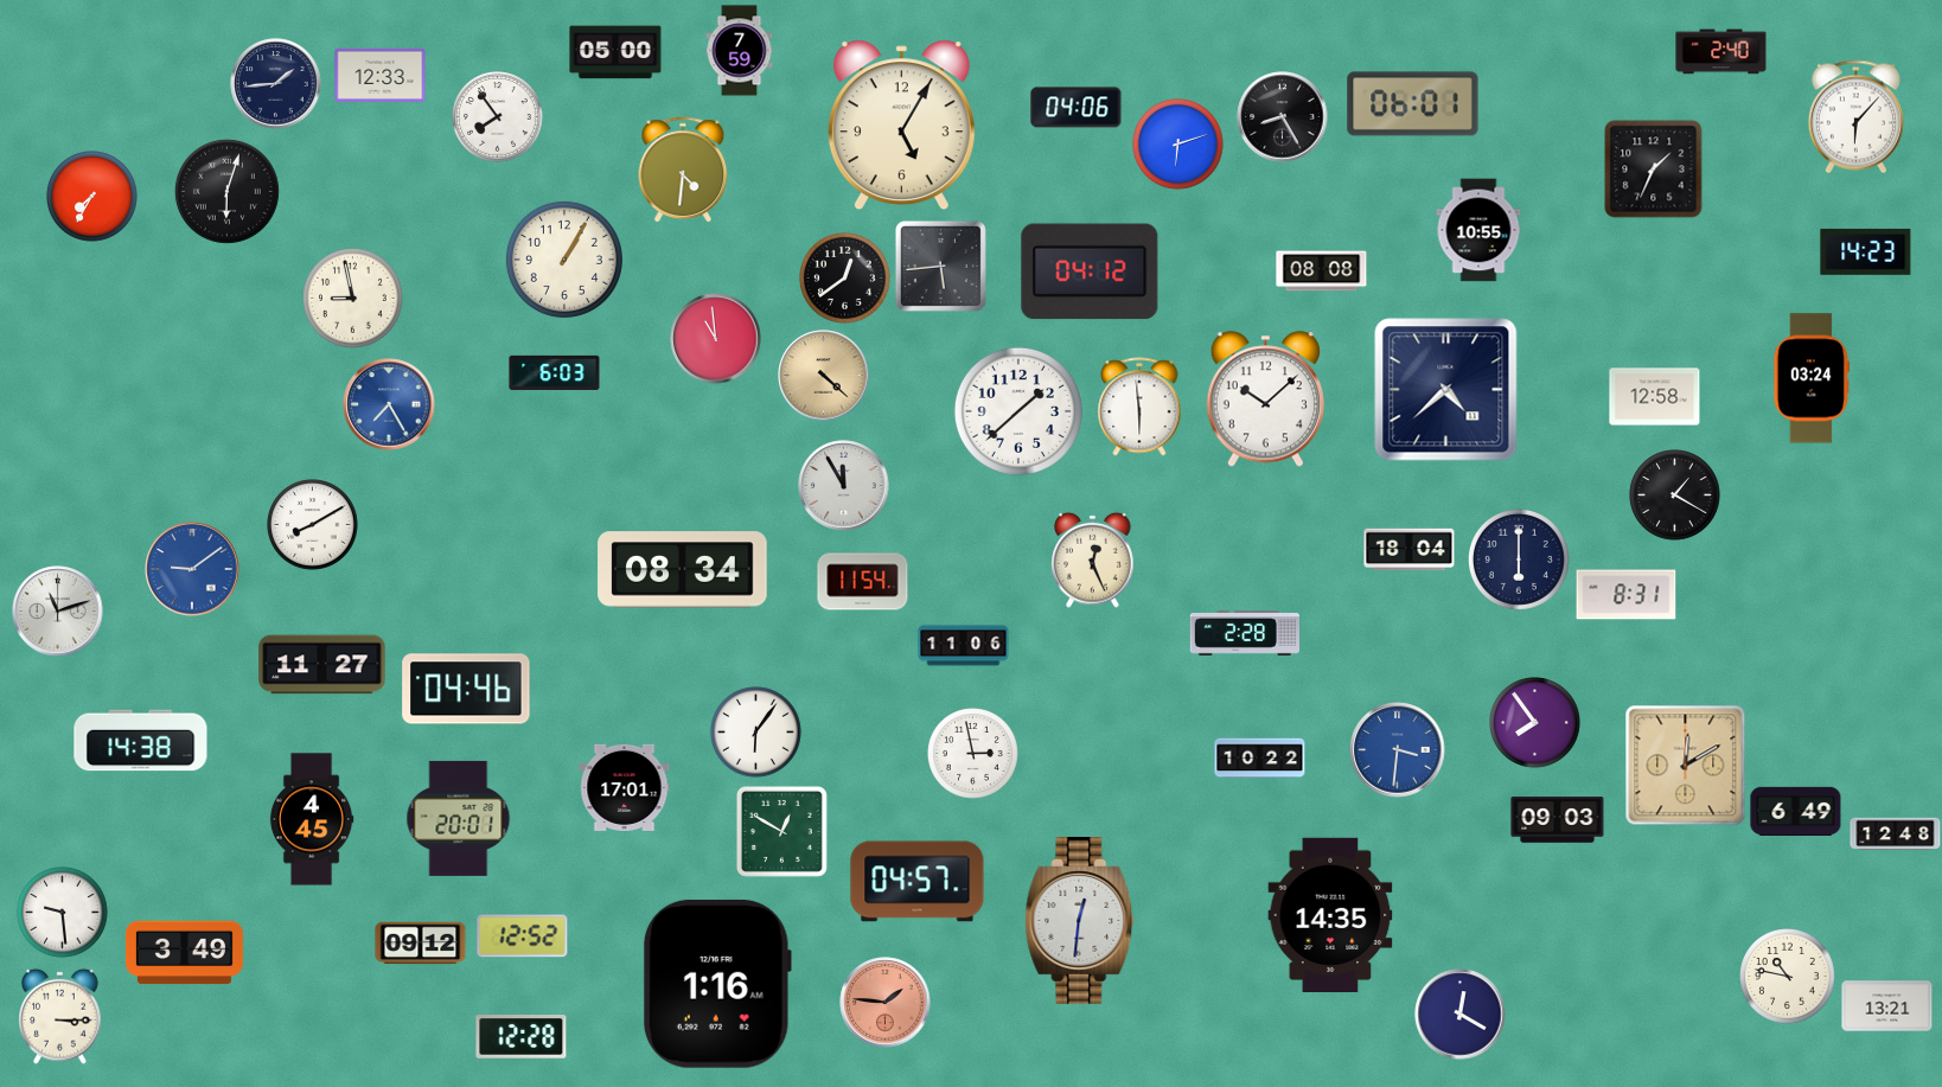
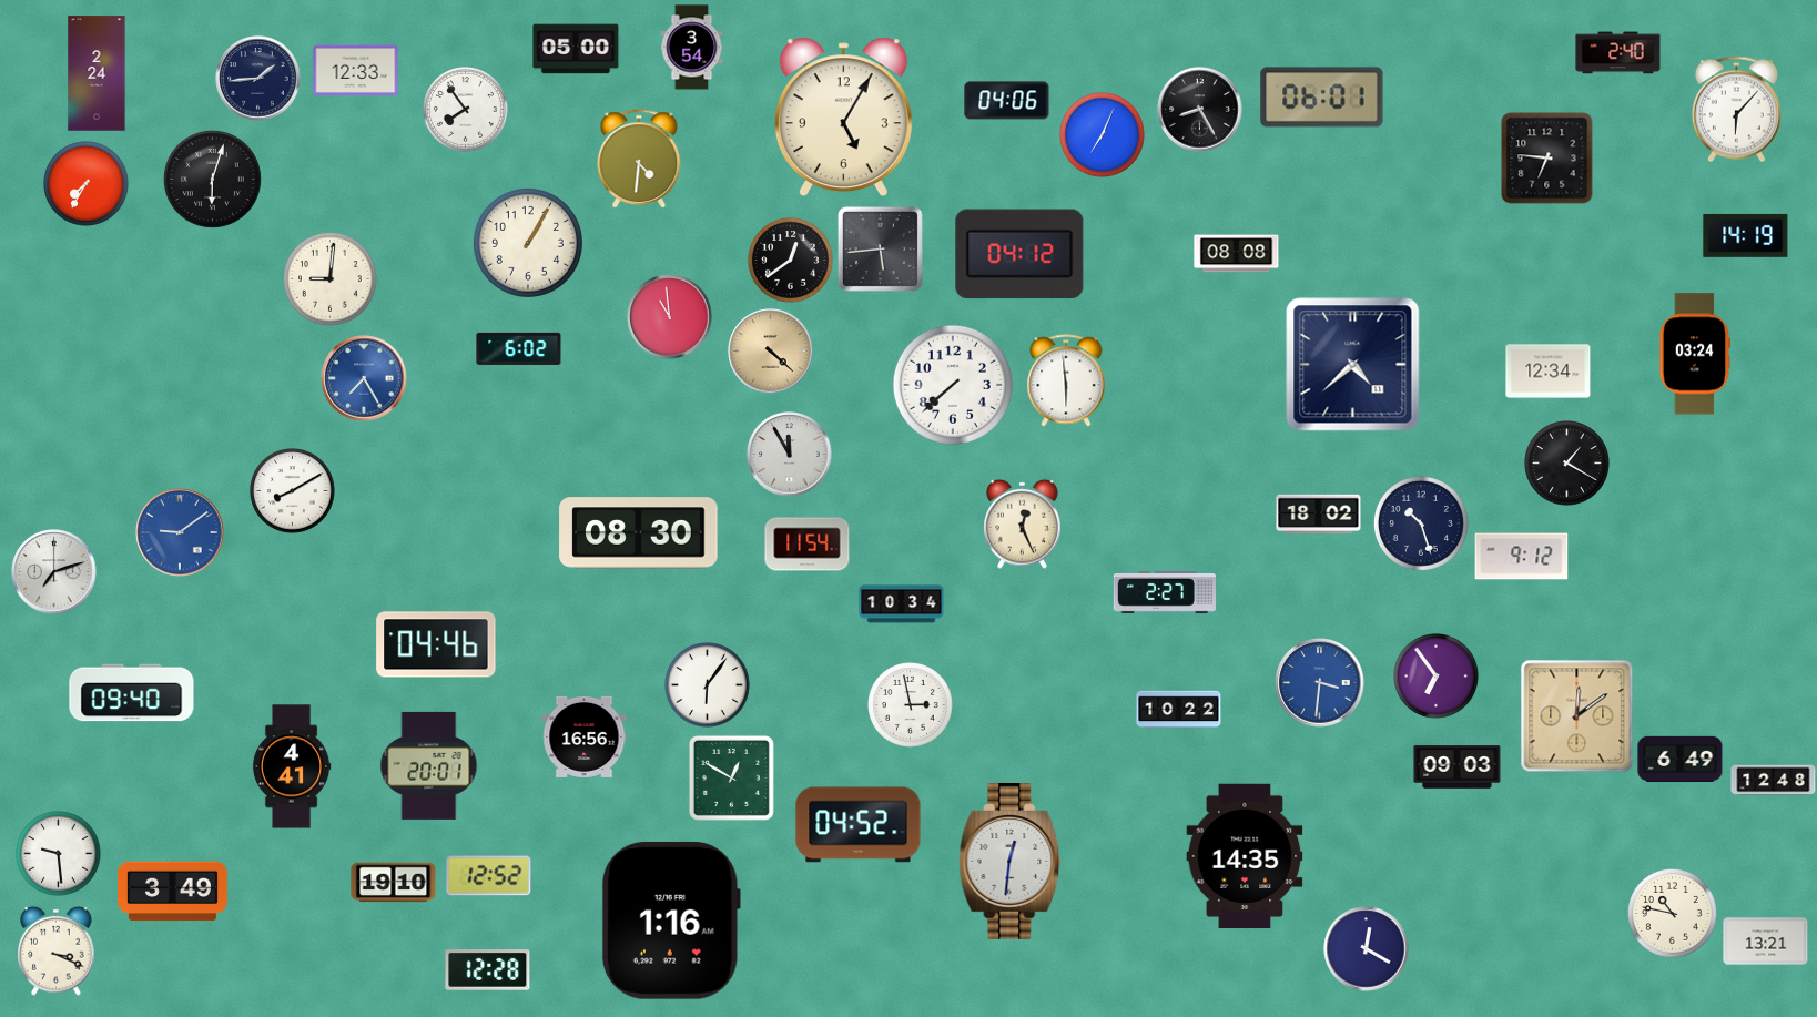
clock at (740, 51): 7:59 -> 3:54
clock at (1721, 52) position: (1721, 52) -> (1618, 53)
clock at (97, 73): none -> 2:24
clock at (1178, 145): 6:12 -> 7:04
clock at (1654, 170): 1:34 -> 6:46
clock at (1478, 230): 10:55 -> none
clock at (1866, 251): 14:23 -> 14:19
clock at (352, 298): 8:58 -> 9:01
clock at (555, 372): 6:03 -> 6:02
clock at (1655, 397): 12:58 -> 12:34
clock at (1265, 399): 10:08 -> none
clock at (1018, 411): 1:38 -> 7:38
clock at (1410, 550): 18:04 -> 18:02
clock at (1519, 560): 6:00 -> 10:27
clock at (683, 570): 08:34 -> 08:30
clock at (1627, 595): 8:31 -> 9:12
clock at (58, 612): 11:12 -> 7:12
clock at (1245, 634): 2:28 -> 2:27
clock at (964, 646): 11:06 -> 10:34
clock at (322, 665): 11:27 -> none
clock at (1535, 723): 7:54 -> 6:54
clock at (141, 741): 14:38 -> 09:40
clock at (1398, 750) position: (1398, 750) -> (1320, 683)
clock at (1686, 766): 12:10 -> 12:09
clock at (625, 787): 17:01 -> 16:56
clock at (312, 819): 4:45 -> 4:41
clock at (918, 882): 04:57 -> 04:52
clock at (421, 944): 09:12 -> 19:10
clock at (886, 1003): 1:46 -> none
clock at (60, 1016): 3:15 -> 3:19
